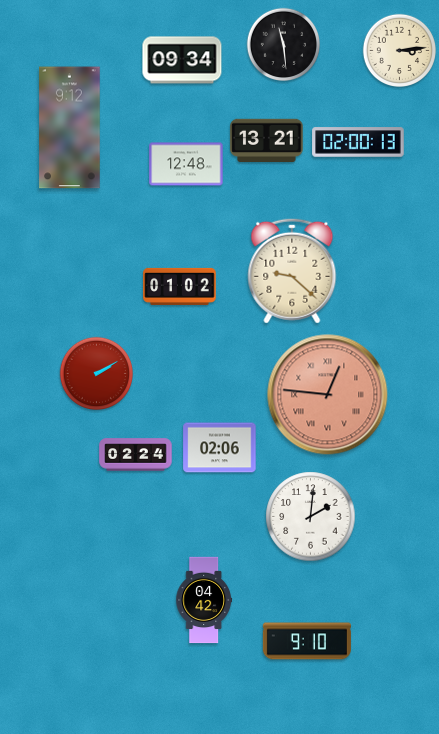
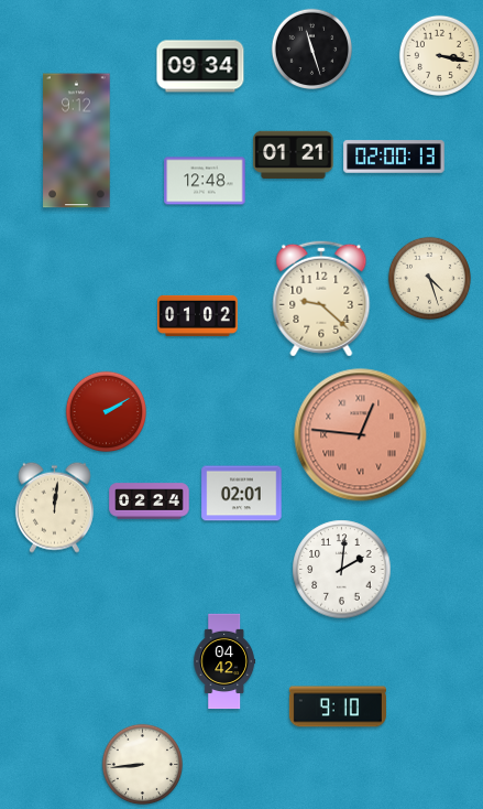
clock at (283, 44): 11:29 -> 11:27
clock at (399, 50): 3:14 -> 3:17
clock at (267, 141): 13:21 -> 01:21
clock at (429, 278): none -> 4:27
clock at (220, 448): 02:06 -> 02:01
clock at (54, 507): none -> 12:01
clock at (142, 764): none -> 8:44
